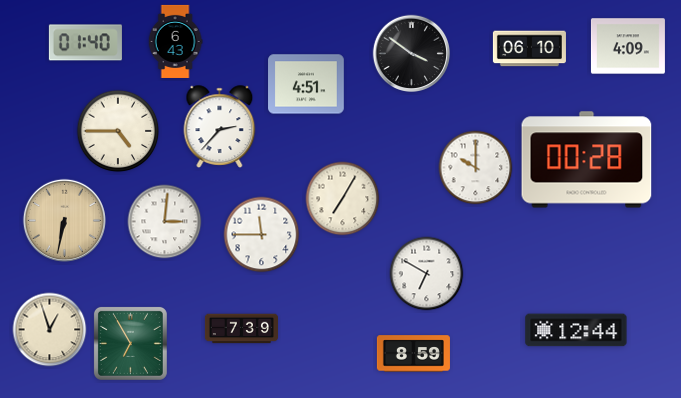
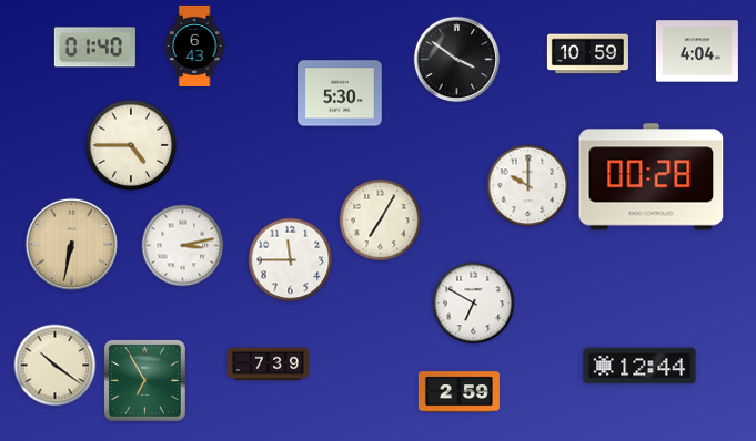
clock at (628, 46): 4:09 -> 4:04
clock at (529, 49): 06:10 -> 10:59
clock at (306, 84): 4:51 -> 5:30
clock at (220, 127): 2:37 -> none
clock at (165, 222): 3:01 -> 3:13
clock at (50, 330): 12:57 -> 10:21
clock at (413, 354): 8:59 -> 2:59
